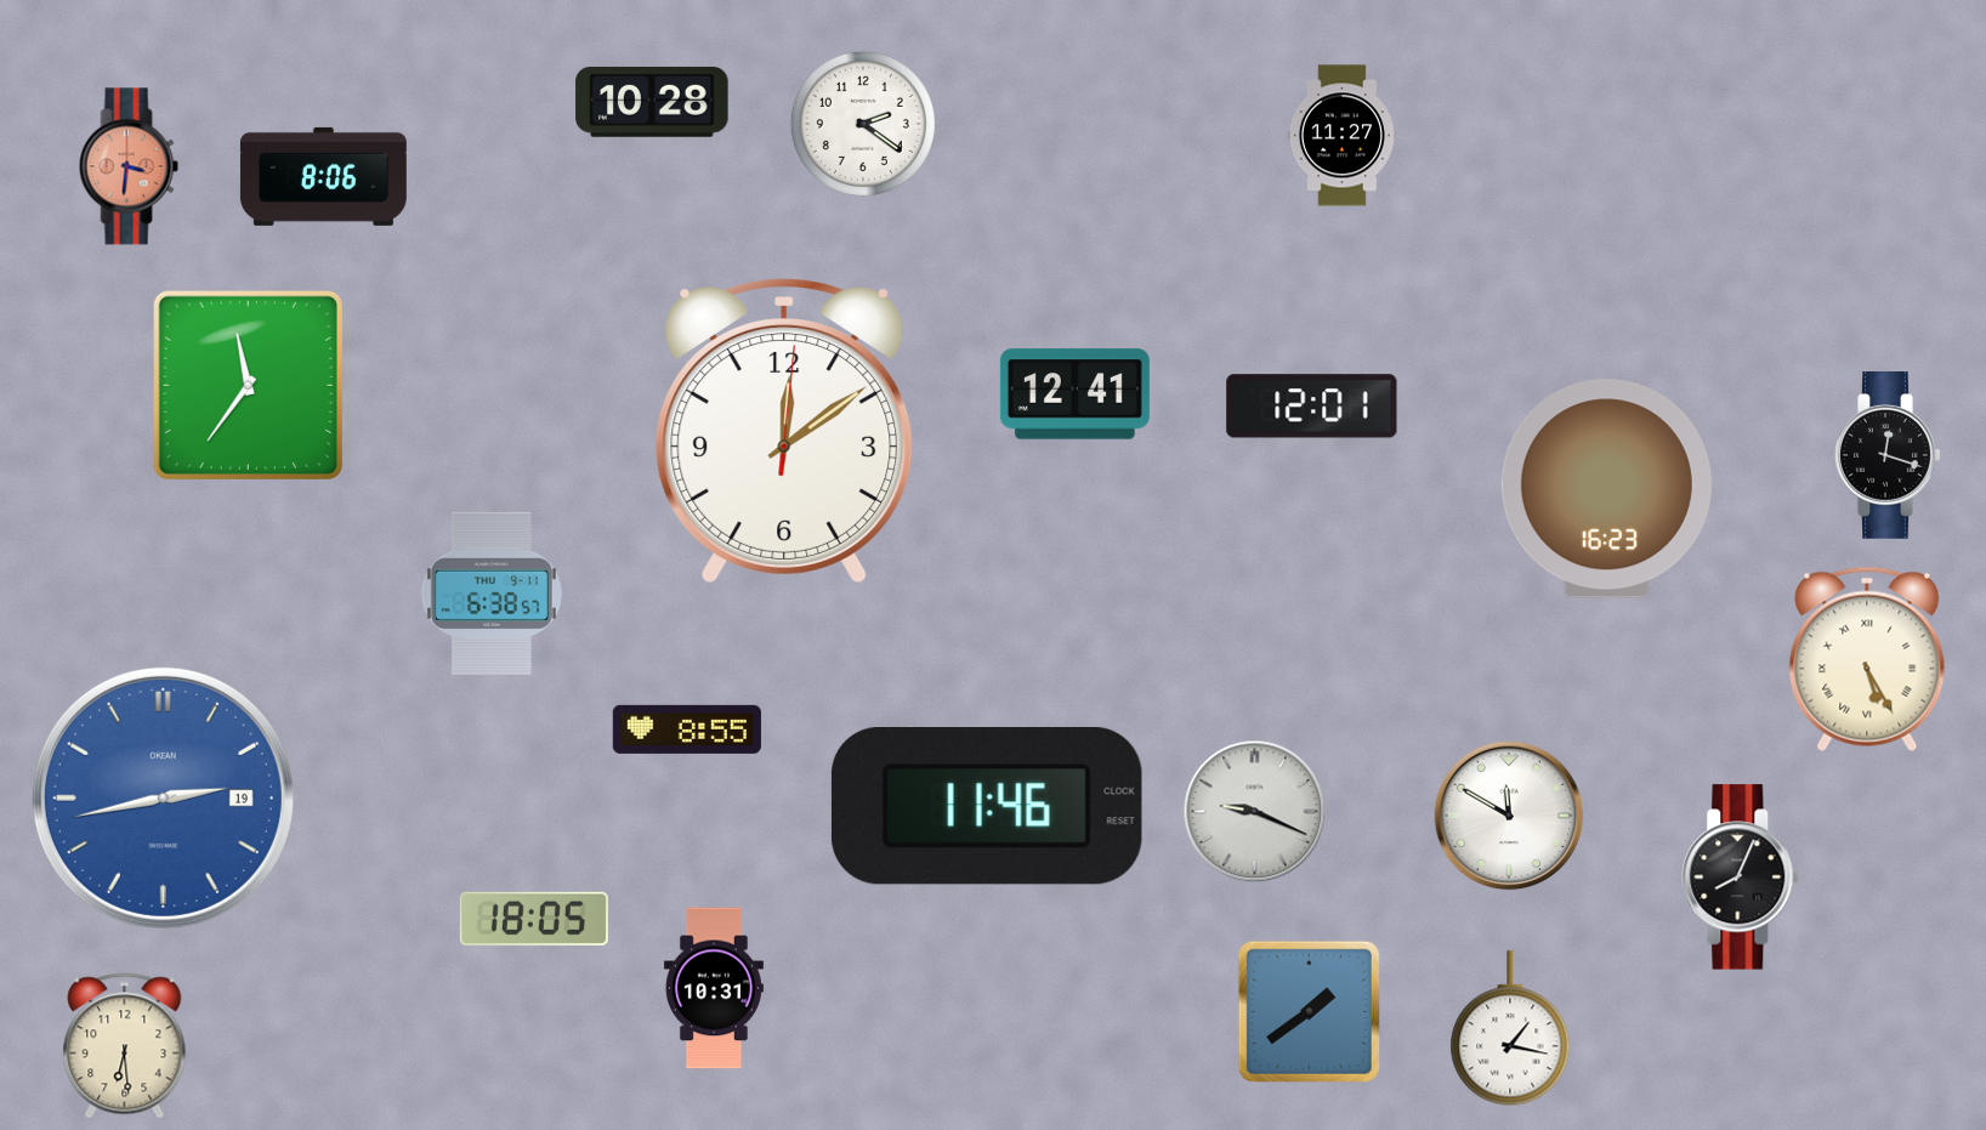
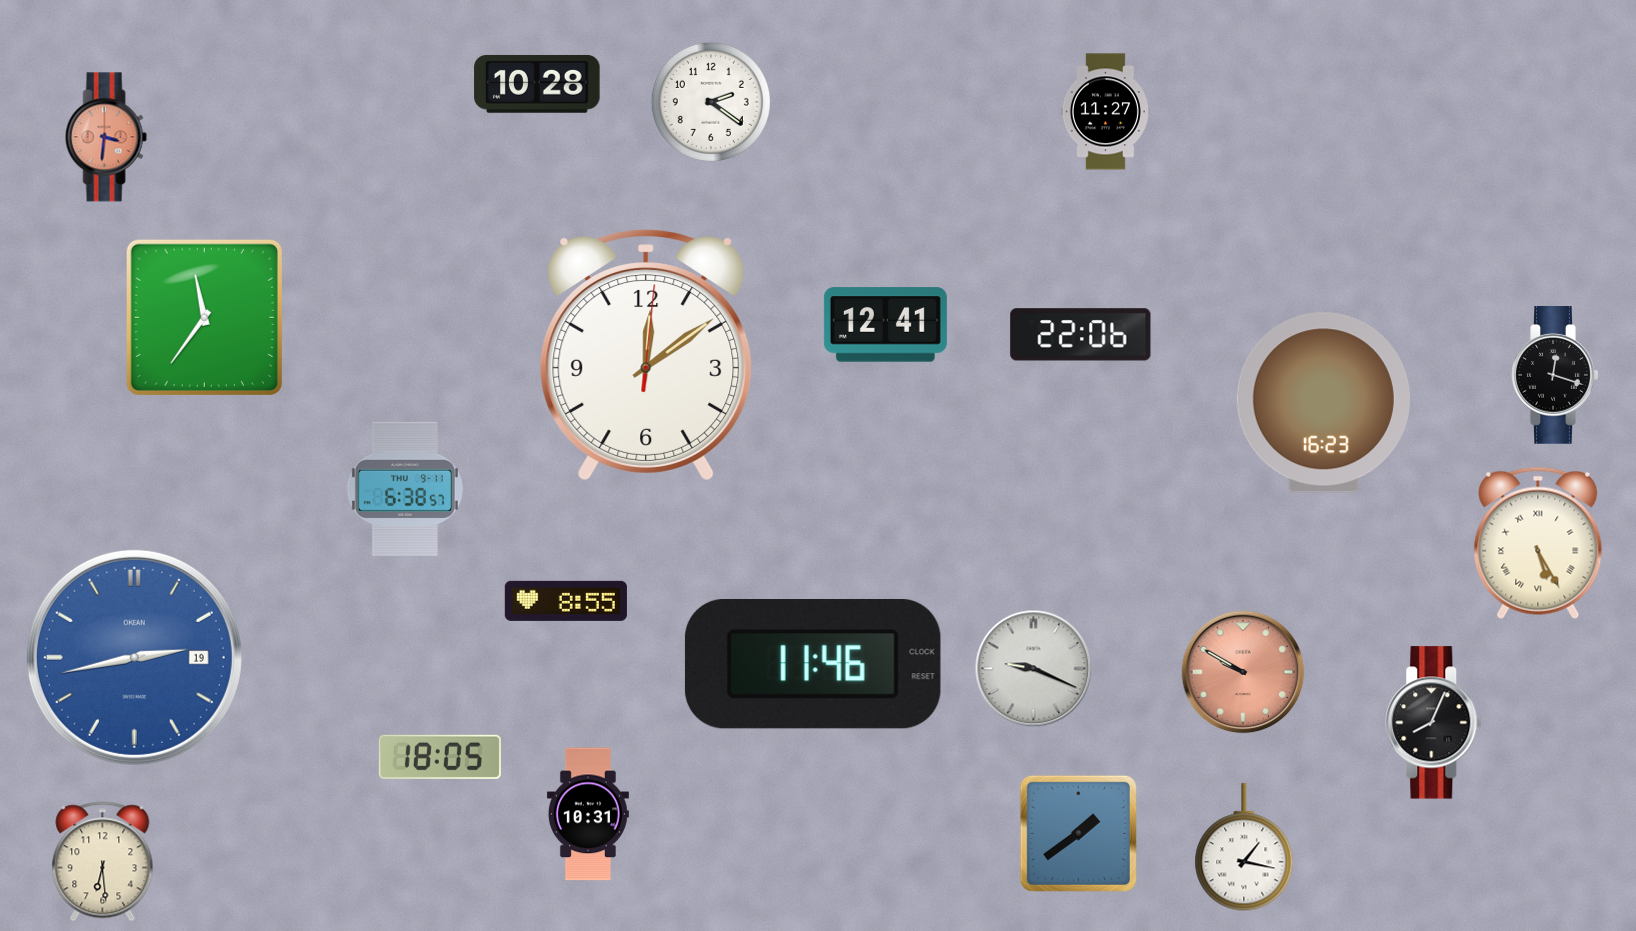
clock at (323, 176): 8:06 -> none
clock at (1312, 407): 12:01 -> 22:06
clock at (1509, 816): 11:50 -> 9:50
clock at (1509, 816) dial: white -> salmon
